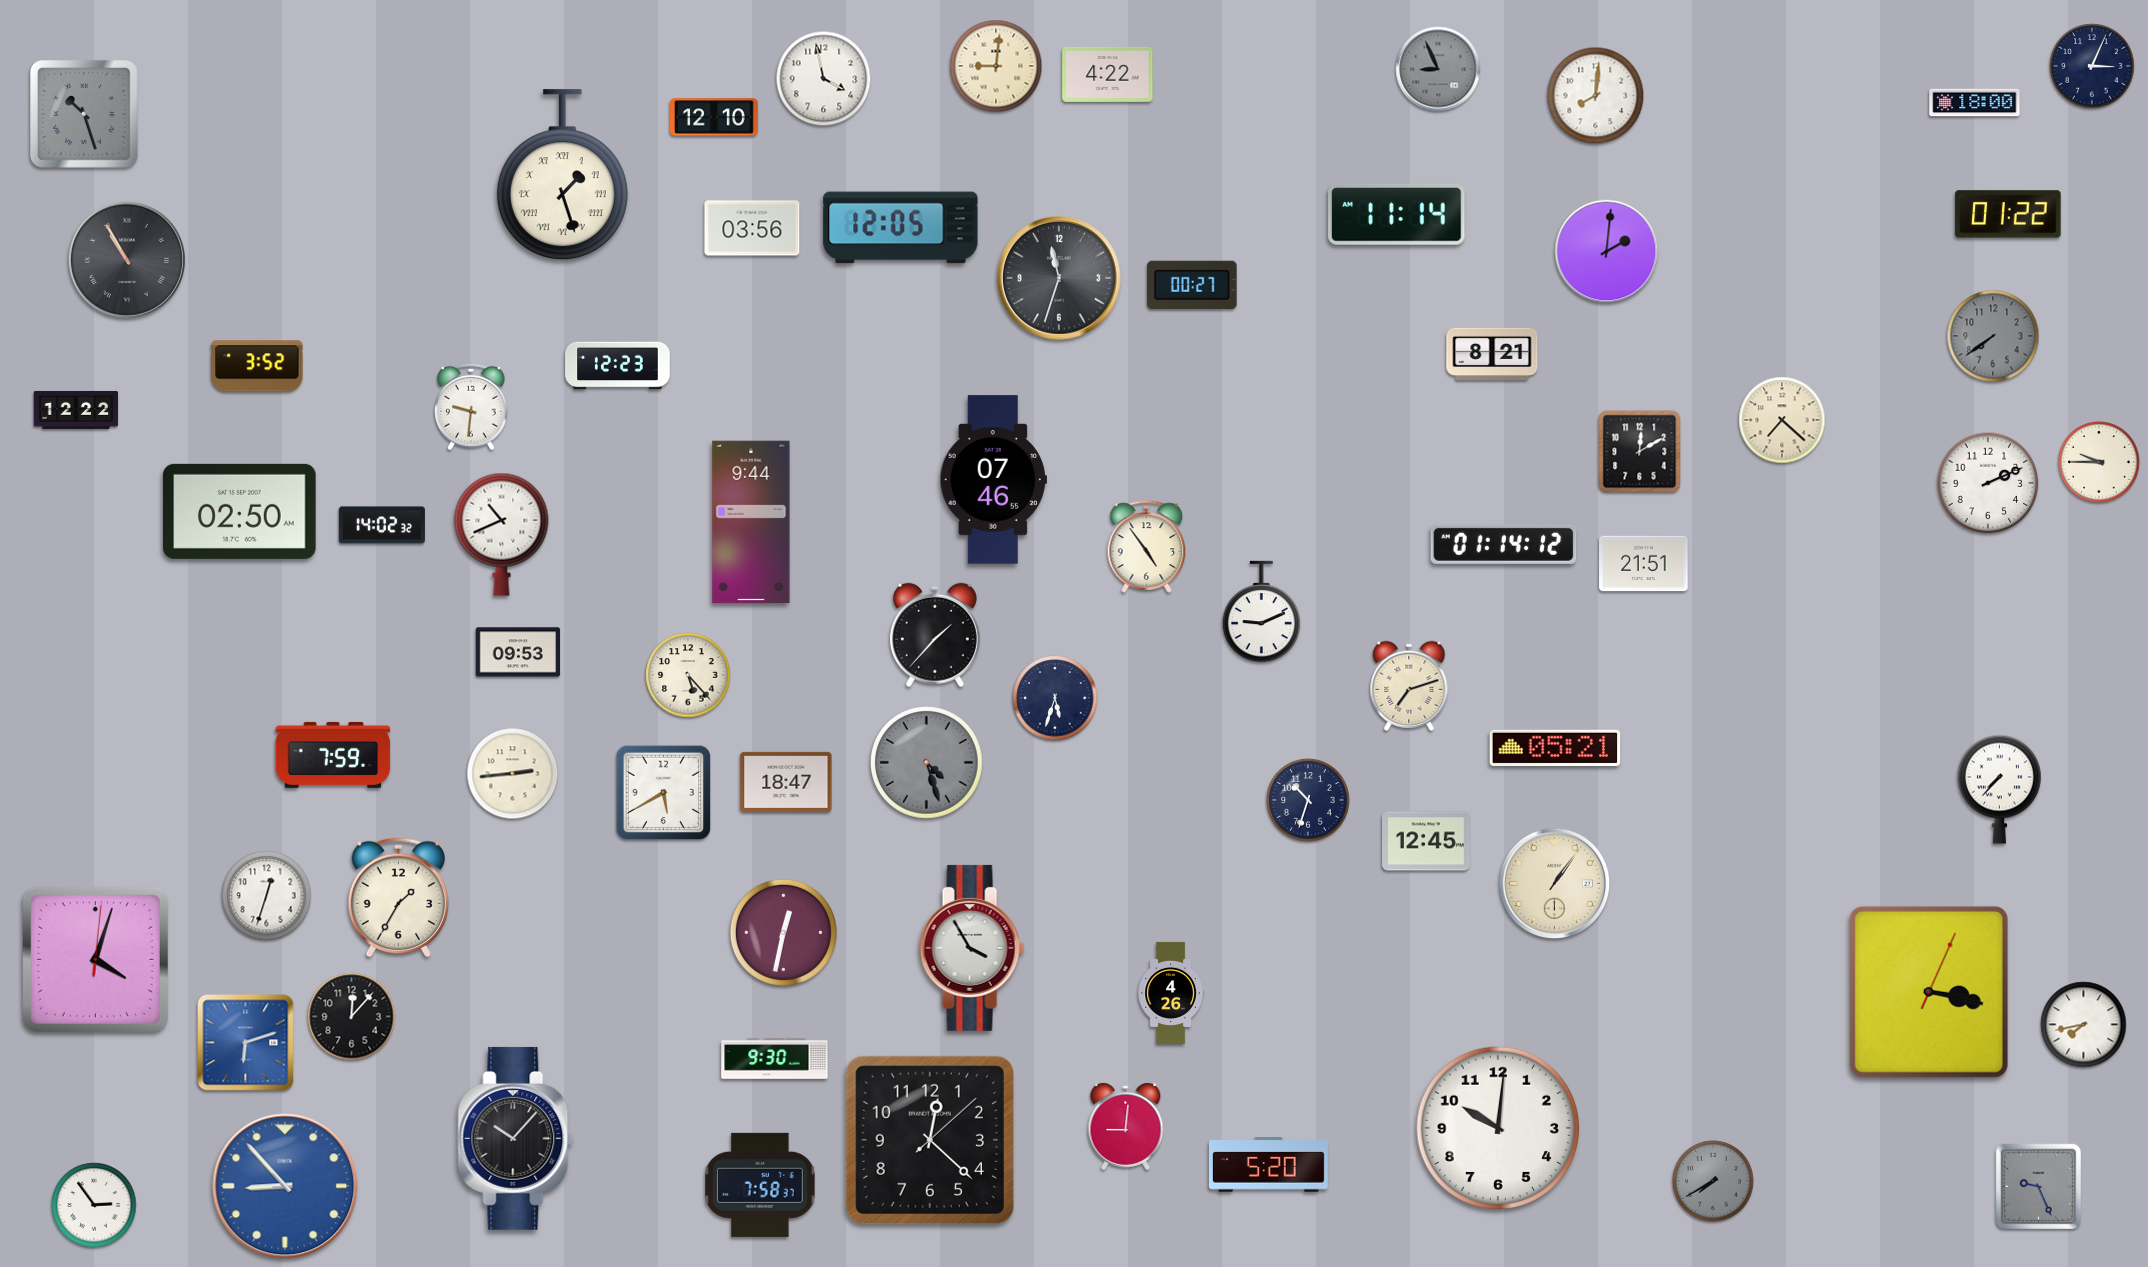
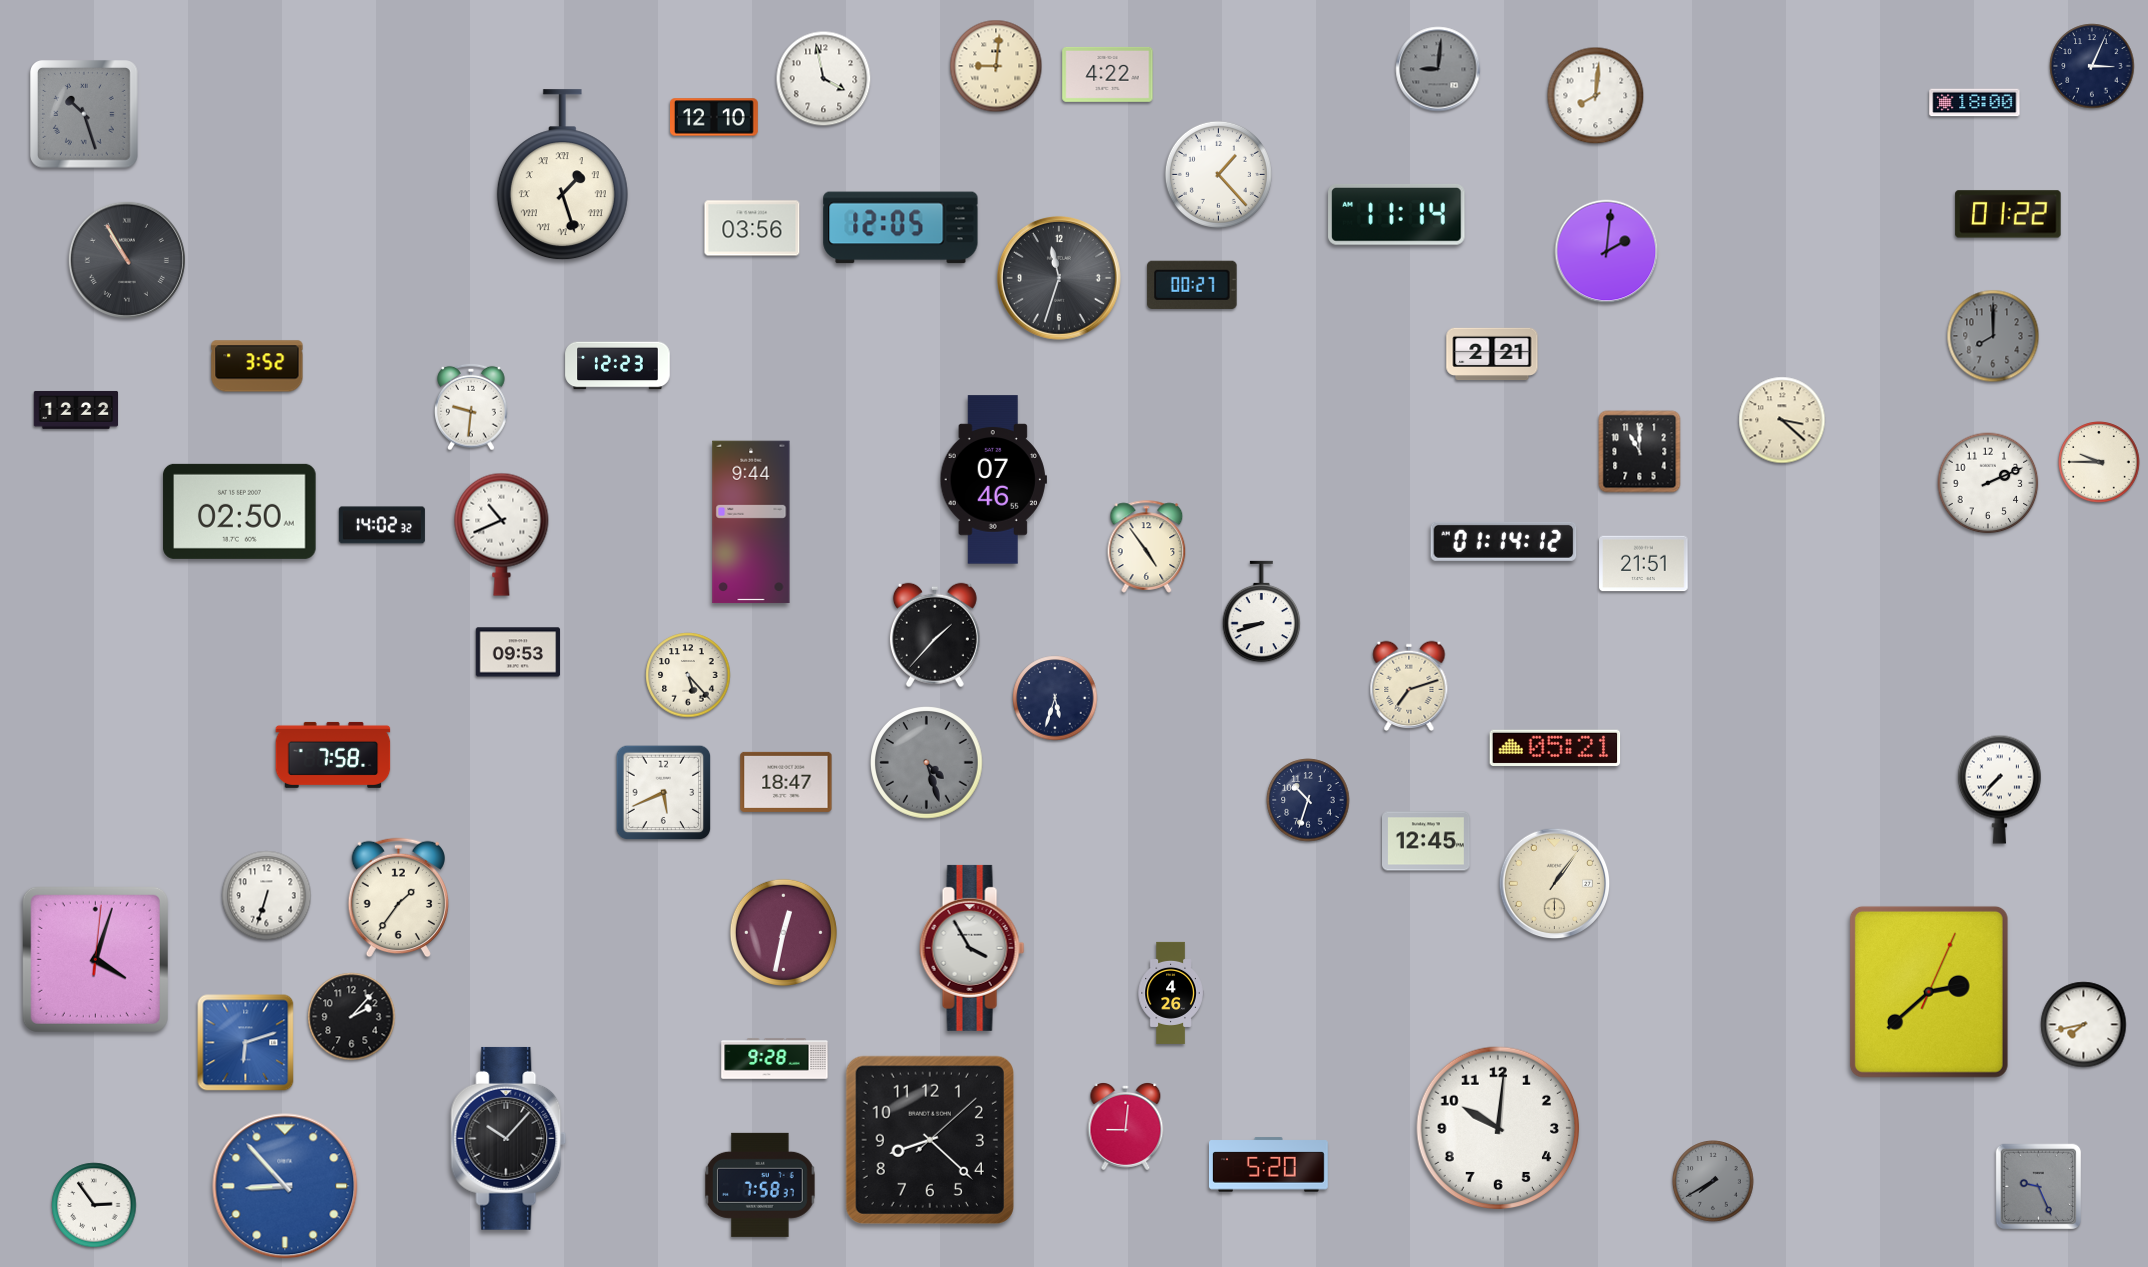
clock at (1438, 69): 8:56 -> 9:01
clock at (1218, 174): none -> 1:23
clock at (1993, 336): 7:39 -> 8:00
clock at (1492, 354): 8:21 -> 2:21
clock at (1782, 420): 7:22 -> 3:22
clock at (1640, 452): 12:10 -> 11:00
clock at (1504, 544) position: (1504, 544) -> (1504, 541)
clock at (1262, 612): 9:11 -> 8:42
clock at (333, 755): 7:59 -> 7:58
clock at (513, 774): 2:44 -> none
clock at (664, 793): 5:40 -> 5:41
clock at (267, 896): 12:33 -> 6:33
clock at (398, 898): 1:35 -> 1:36
clock at (1929, 992): 3:17 -> 2:38
clock at (352, 1017): 12:07 -> 2:07
clock at (775, 1059): 9:30 -> 9:28
clock at (516, 1138) position: (516, 1138) -> (509, 1138)
clock at (930, 1140): 12:22 -> 8:22
